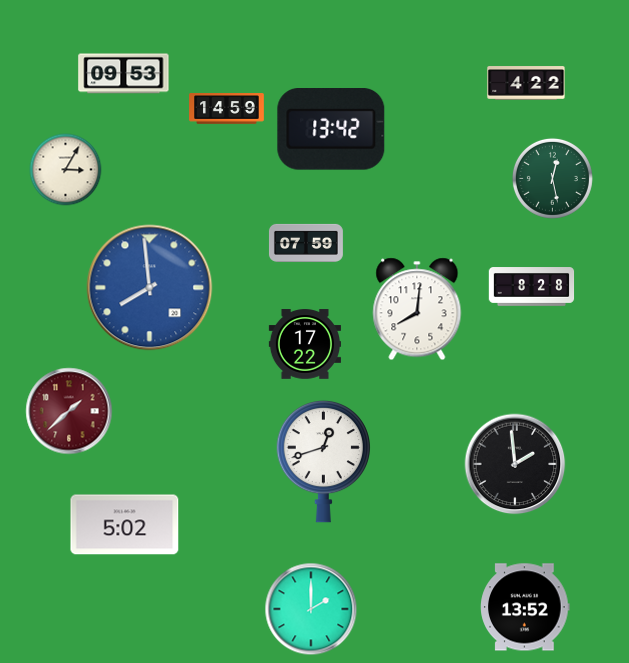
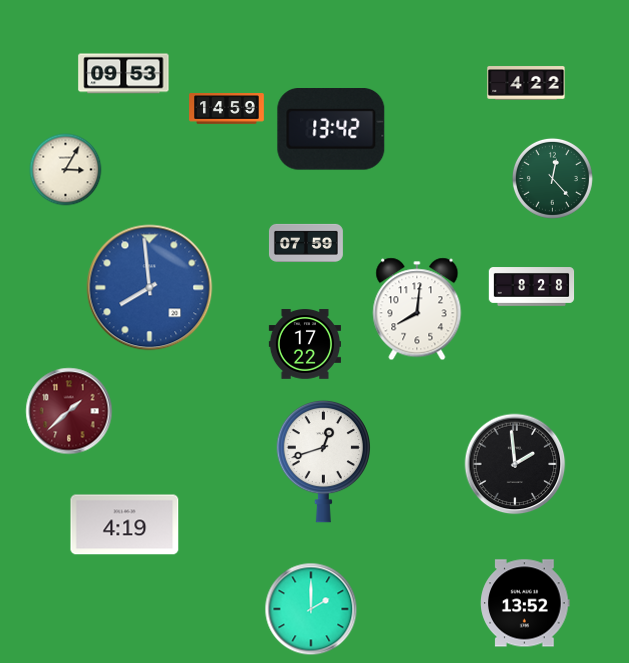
clock at (552, 178): 12:28 -> 12:23
clock at (125, 525): 5:02 -> 4:19
clock at (525, 607) position: (525, 607) -> (525, 603)
